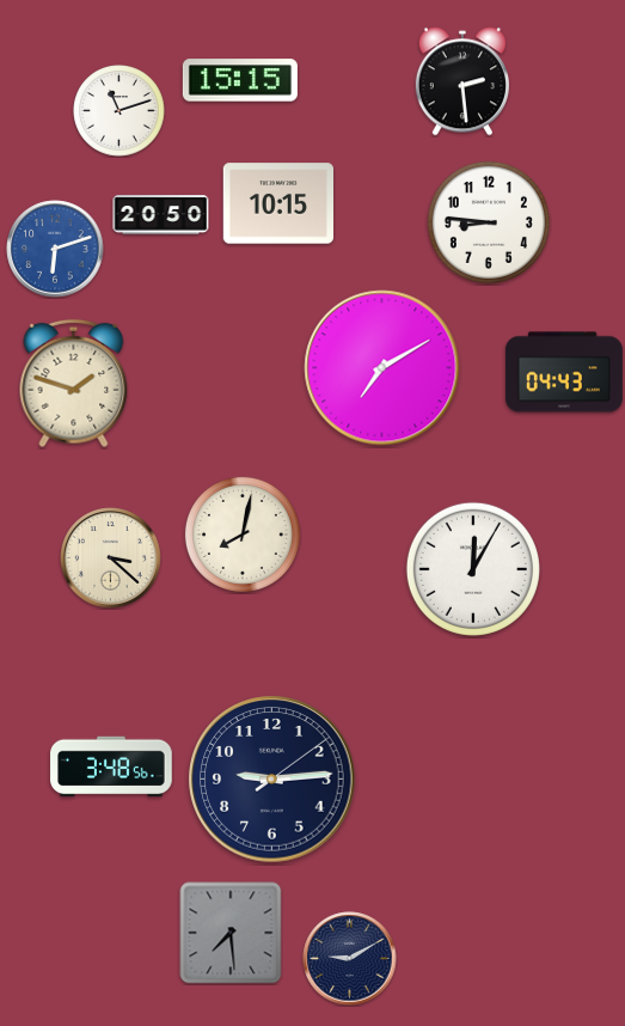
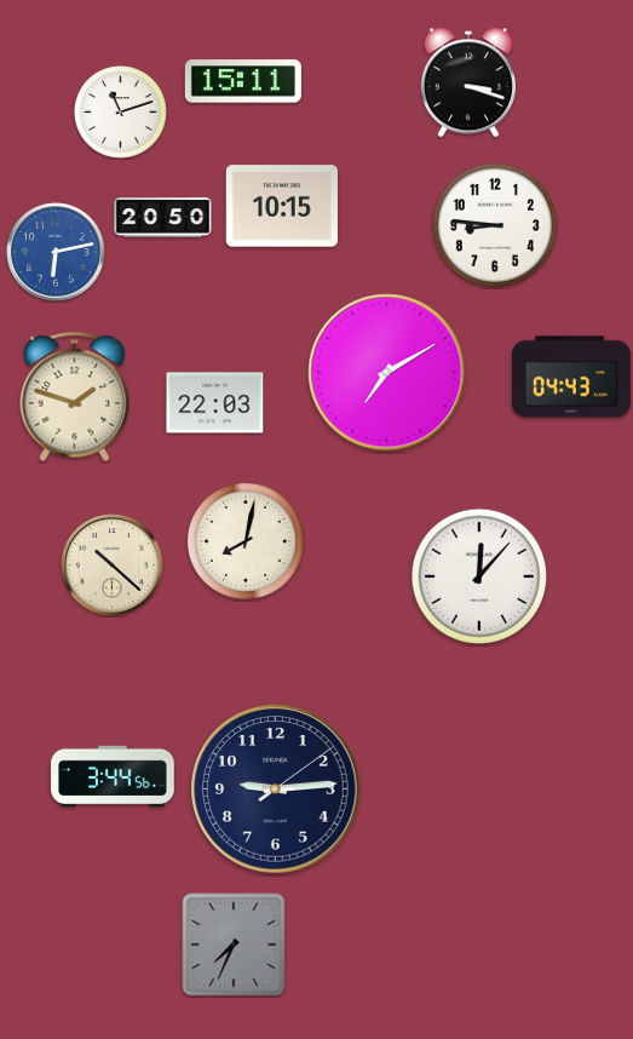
clock at (240, 80): 15:15 -> 15:11
clock at (462, 81): 2:29 -> 3:18
clock at (55, 249): 6:12 -> 6:13
clock at (74, 384) position: (74, 384) -> (75, 397)
clock at (215, 403): none -> 22:03
clock at (111, 558): 3:22 -> 10:22
clock at (473, 569): 12:05 -> 12:07
clock at (111, 767): 3:48 -> 3:44
clock at (231, 933): 7:29 -> 7:34
clock at (350, 959): 9:10 -> none
